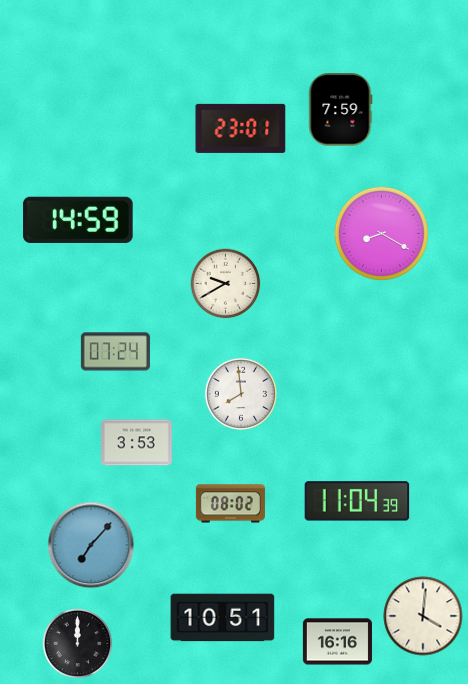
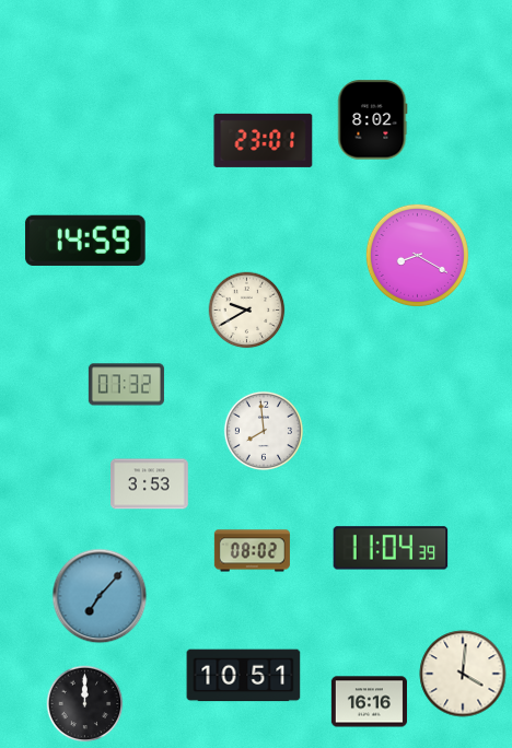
clock at (341, 110): 7:59 -> 8:02
clock at (115, 352): 07:24 -> 07:32
